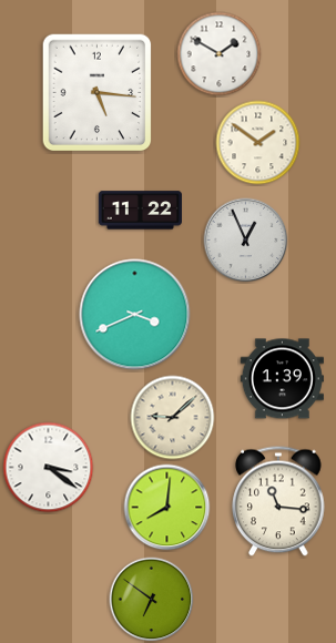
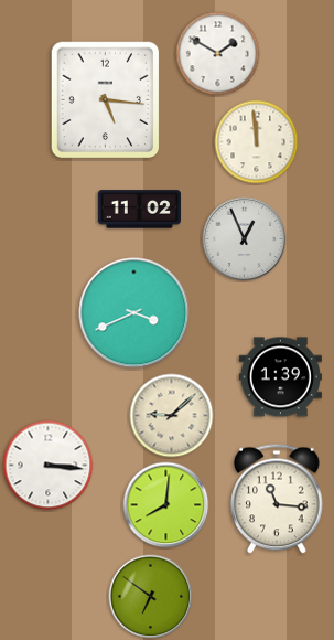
clock at (98, 93) position: (98, 93) -> (106, 100)
clock at (258, 143): 1:51 -> 11:59
clock at (140, 211): 11:22 -> 11:02
clock at (49, 468): 3:21 -> 3:16
